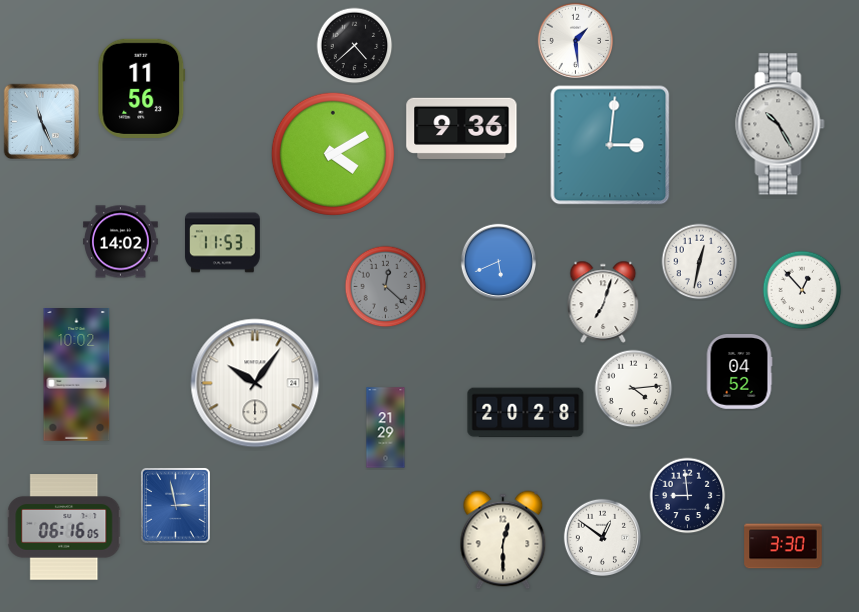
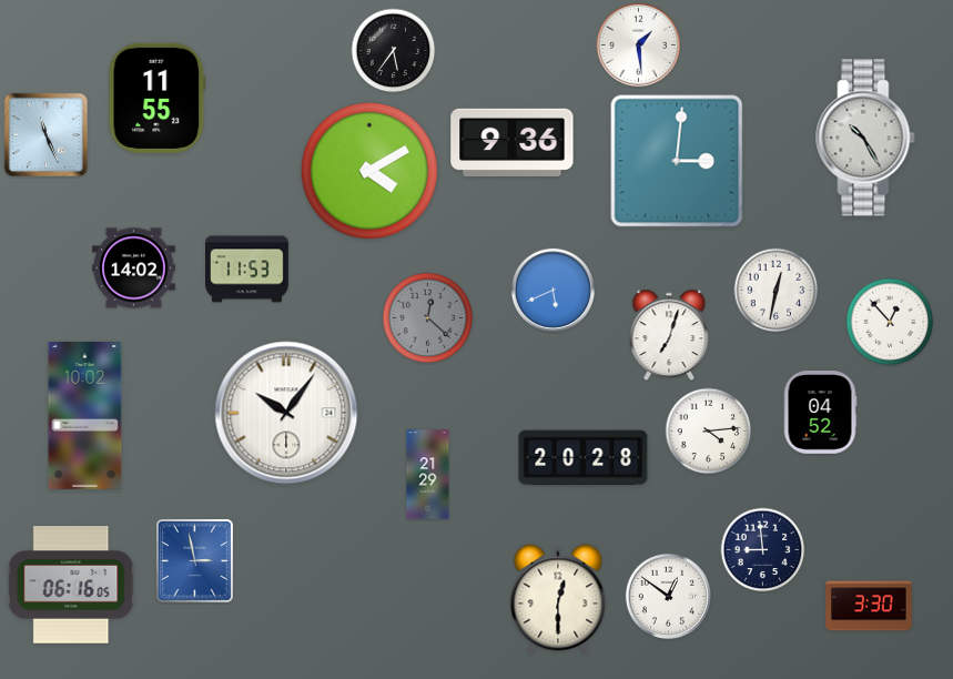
clock at (355, 46): 4:38 -> 5:36
clock at (142, 88): 11:56 -> 11:55
clock at (255, 383) position: (255, 383) -> (286, 413)
clock at (634, 389) position: (634, 389) -> (709, 432)
